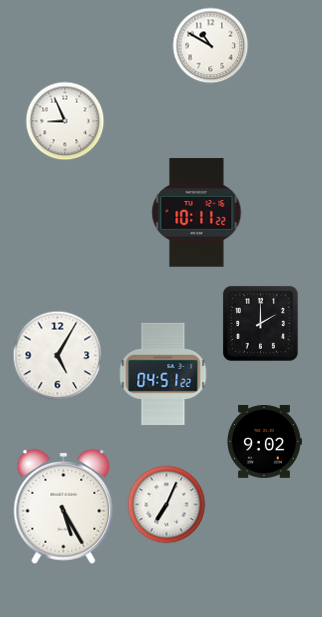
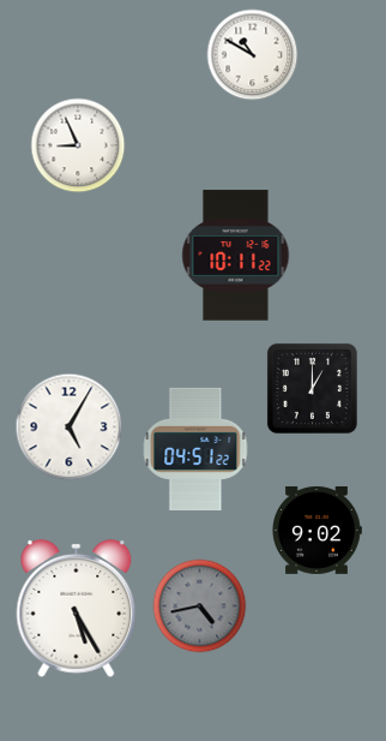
clock at (260, 323): 2:00 -> 1:00
clock at (167, 505): 7:04 -> 4:43
clock at (167, 505) dial: white -> grey
